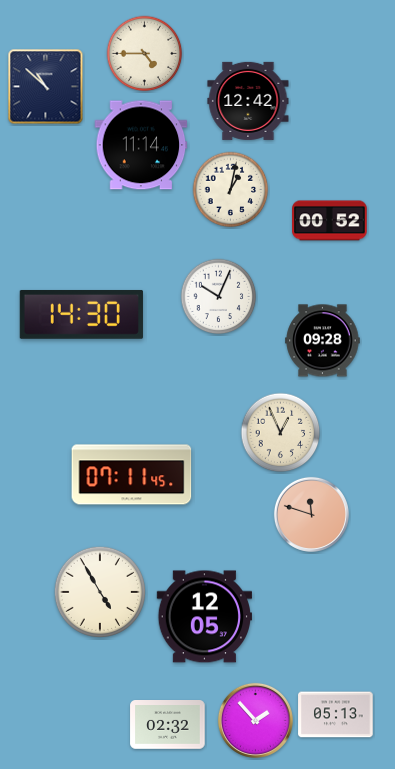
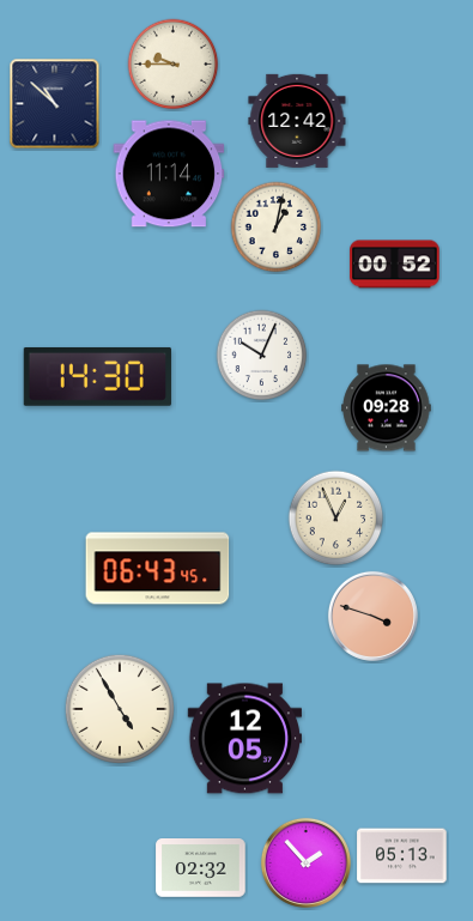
clock at (145, 54): 4:45 -> 9:45
clock at (132, 475): 07:11 -> 06:43
clock at (311, 514): 11:48 -> 3:48
